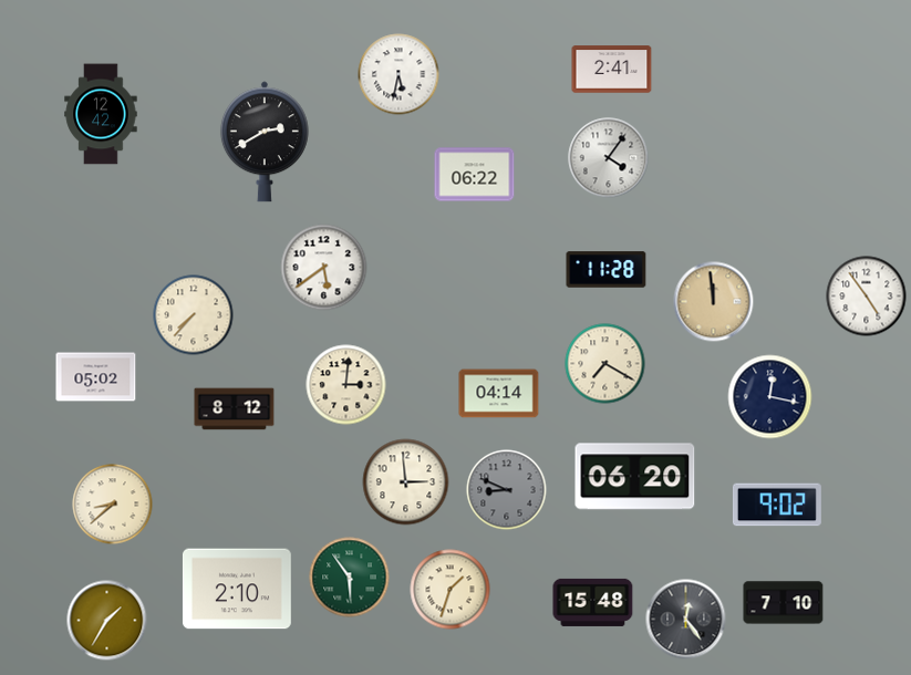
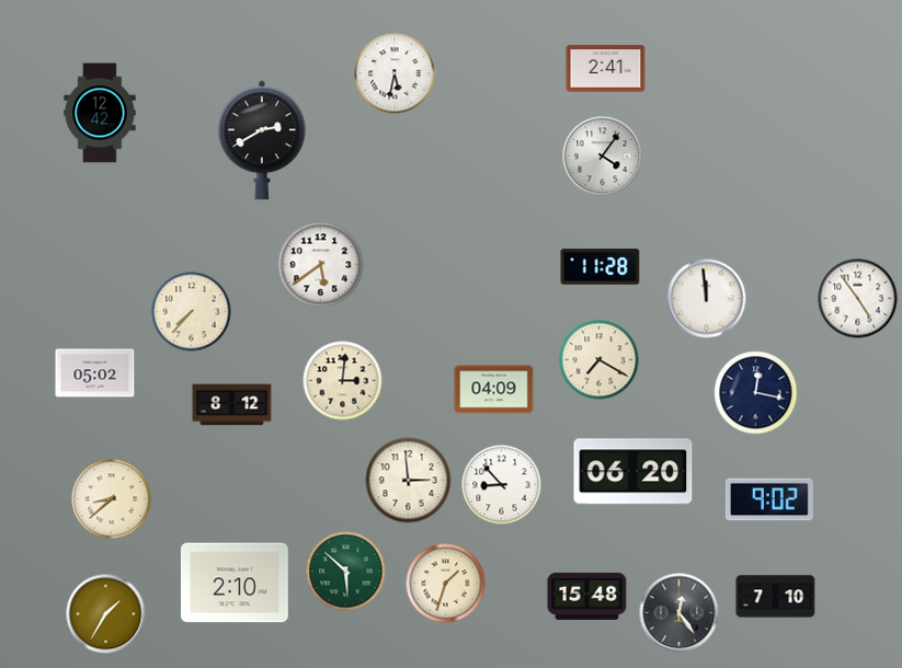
clock at (475, 175): 06:22 -> none
clock at (867, 297) position: (867, 297) -> (858, 299)
clock at (714, 302) dial: champagne -> white
clock at (499, 394): 04:14 -> 04:09
clock at (770, 397) position: (770, 397) -> (756, 393)
clock at (635, 477) position: (635, 477) -> (633, 472)
clock at (406, 482) position: (406, 482) -> (409, 481)
clock at (507, 490): 8:49 -> 8:53
clock at (507, 490) dial: grey -> white
clock at (350, 578): 5:54 -> 5:52
